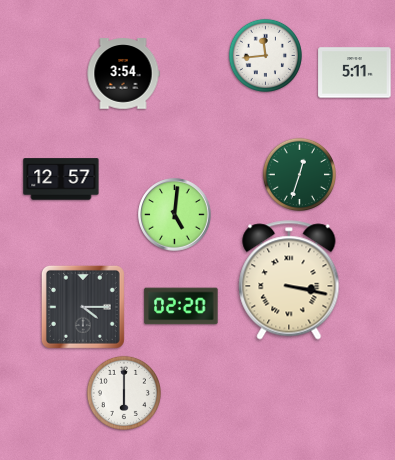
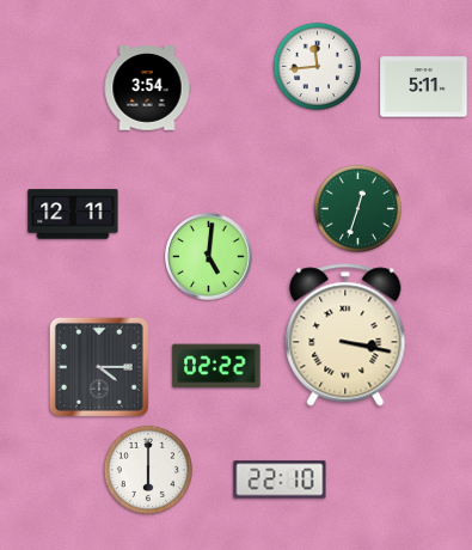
clock at (61, 179): 12:57 -> 12:11
clock at (181, 306): 02:20 -> 02:22
clock at (280, 479): none -> 22:10
